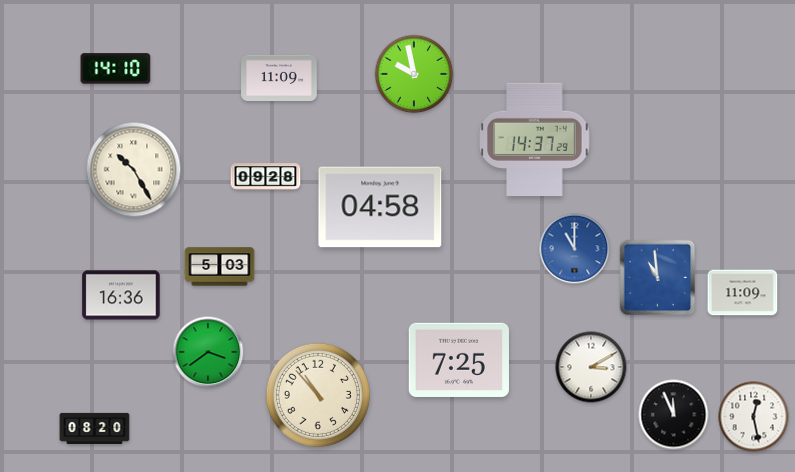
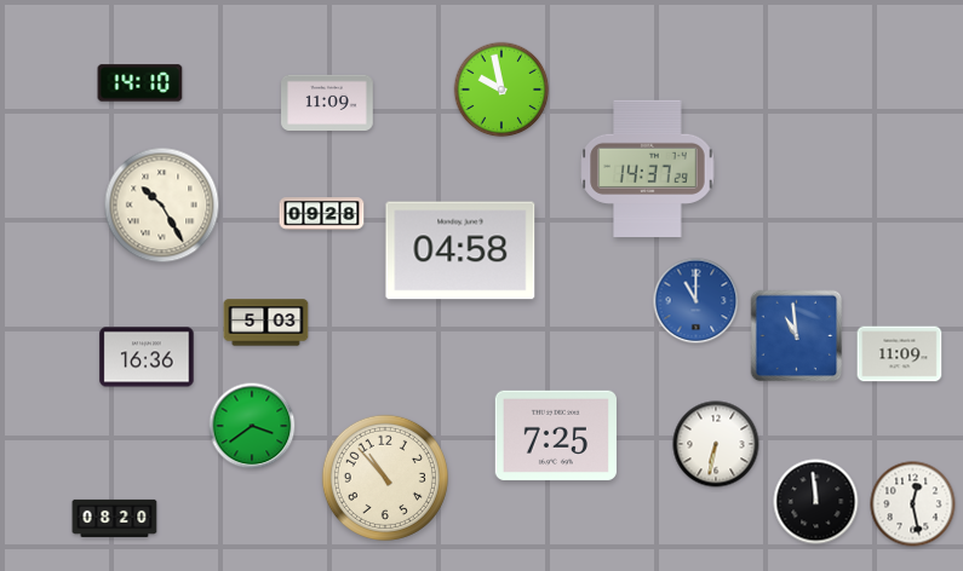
clock at (279, 77) position: (279, 77) -> (327, 102)
clock at (591, 367): 3:10 -> 6:32
clock at (674, 415): 11:56 -> 11:59
